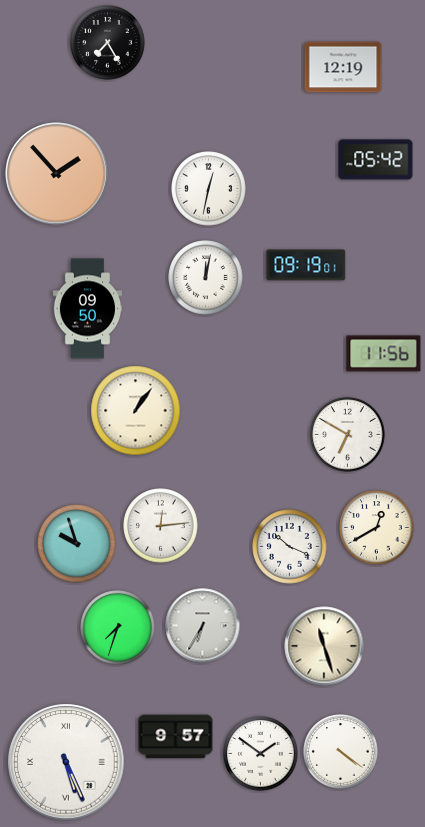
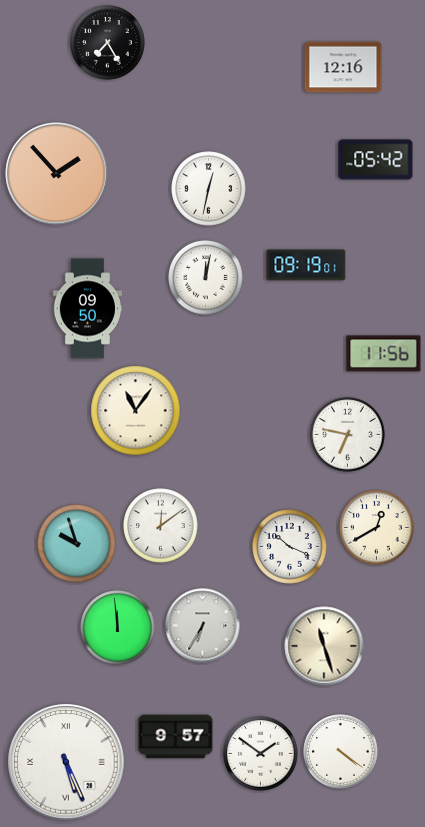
clock at (343, 67): 12:19 -> 12:16
clock at (136, 411): 1:06 -> 11:06
clock at (348, 435): 6:50 -> 6:47
clock at (161, 526): 12:14 -> 12:09
clock at (118, 628): 7:33 -> 11:59
